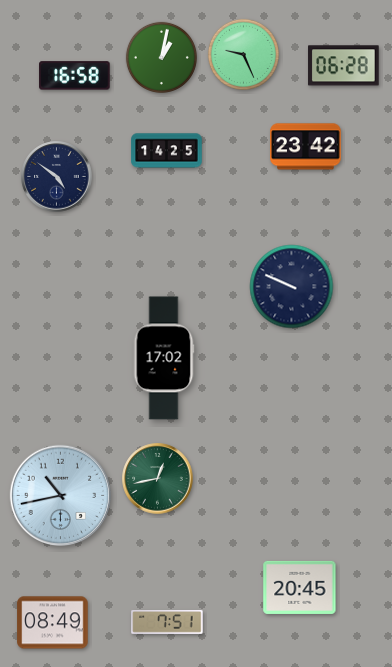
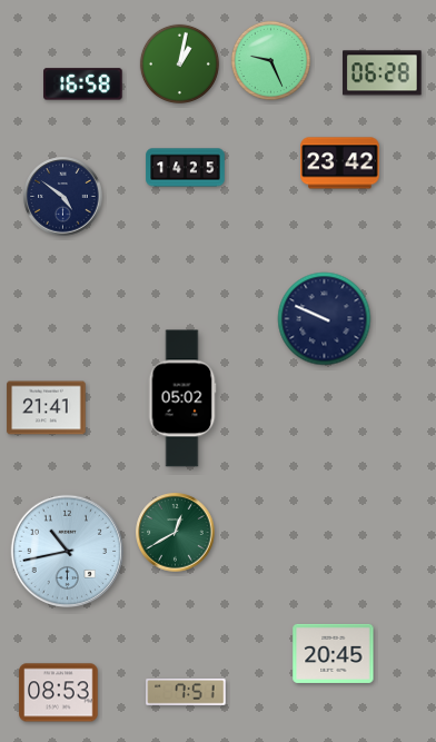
clock at (164, 358): 17:02 -> 05:02
clock at (47, 408): none -> 21:41
clock at (158, 479): 12:43 -> 12:40
clock at (53, 623): 08:49 -> 08:53
